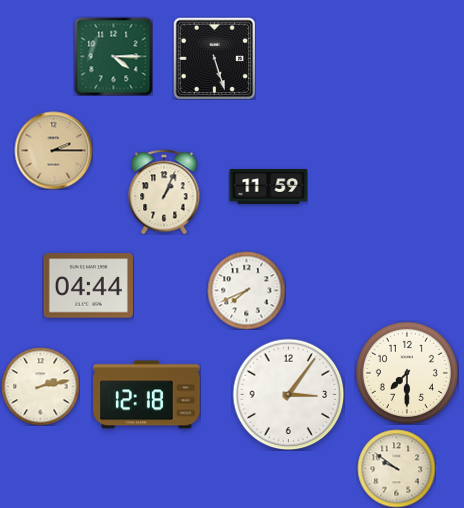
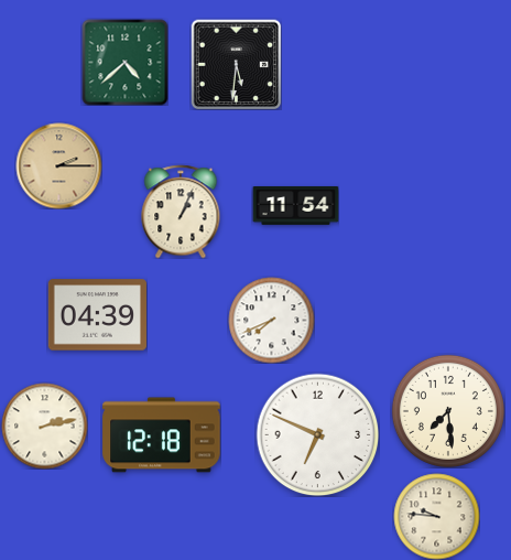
clock at (113, 56): 4:15 -> 4:38
clock at (214, 58): 5:27 -> 5:31
clock at (268, 187): 11:59 -> 11:54
clock at (88, 286): 04:44 -> 04:39
clock at (407, 373): 7:30 -> 7:29
clock at (288, 394): 3:06 -> 6:49
clock at (396, 468): 9:51 -> 9:46
